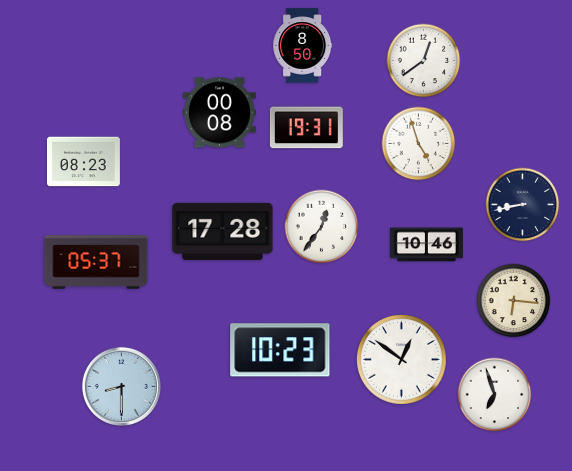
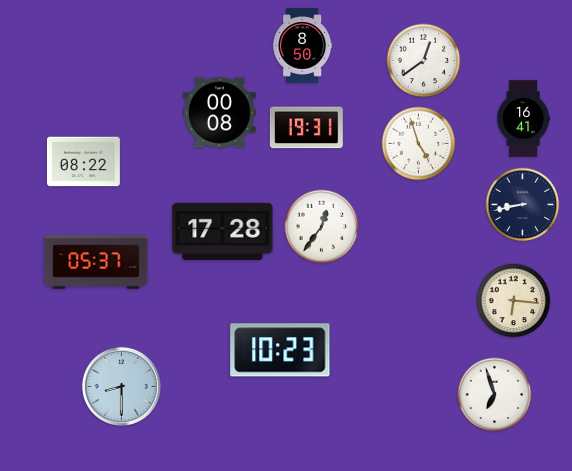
clock at (523, 119): none -> 16:41
clock at (83, 162): 08:23 -> 08:22
clock at (426, 245): 10:46 -> none
clock at (401, 359): 12:51 -> none
